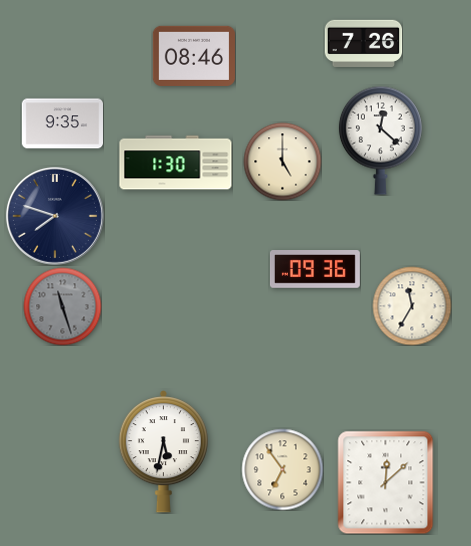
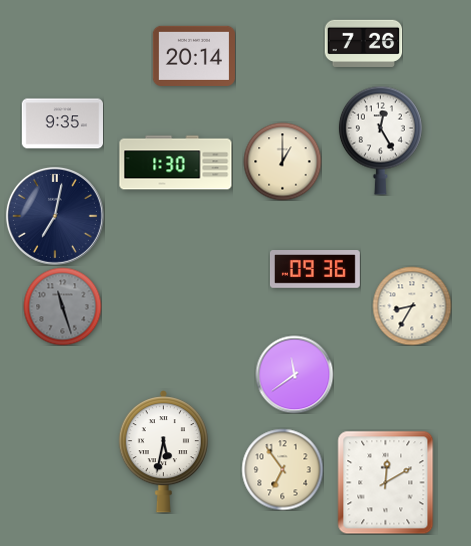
clock at (194, 56): 08:46 -> 20:14
clock at (380, 140): 12:22 -> 12:25
clock at (282, 161): 5:00 -> 1:00
clock at (55, 216): 7:48 -> 7:02
clock at (412, 306): 11:35 -> 8:35
clock at (294, 374): none -> 11:39
clock at (386, 482): 12:08 -> 12:10
